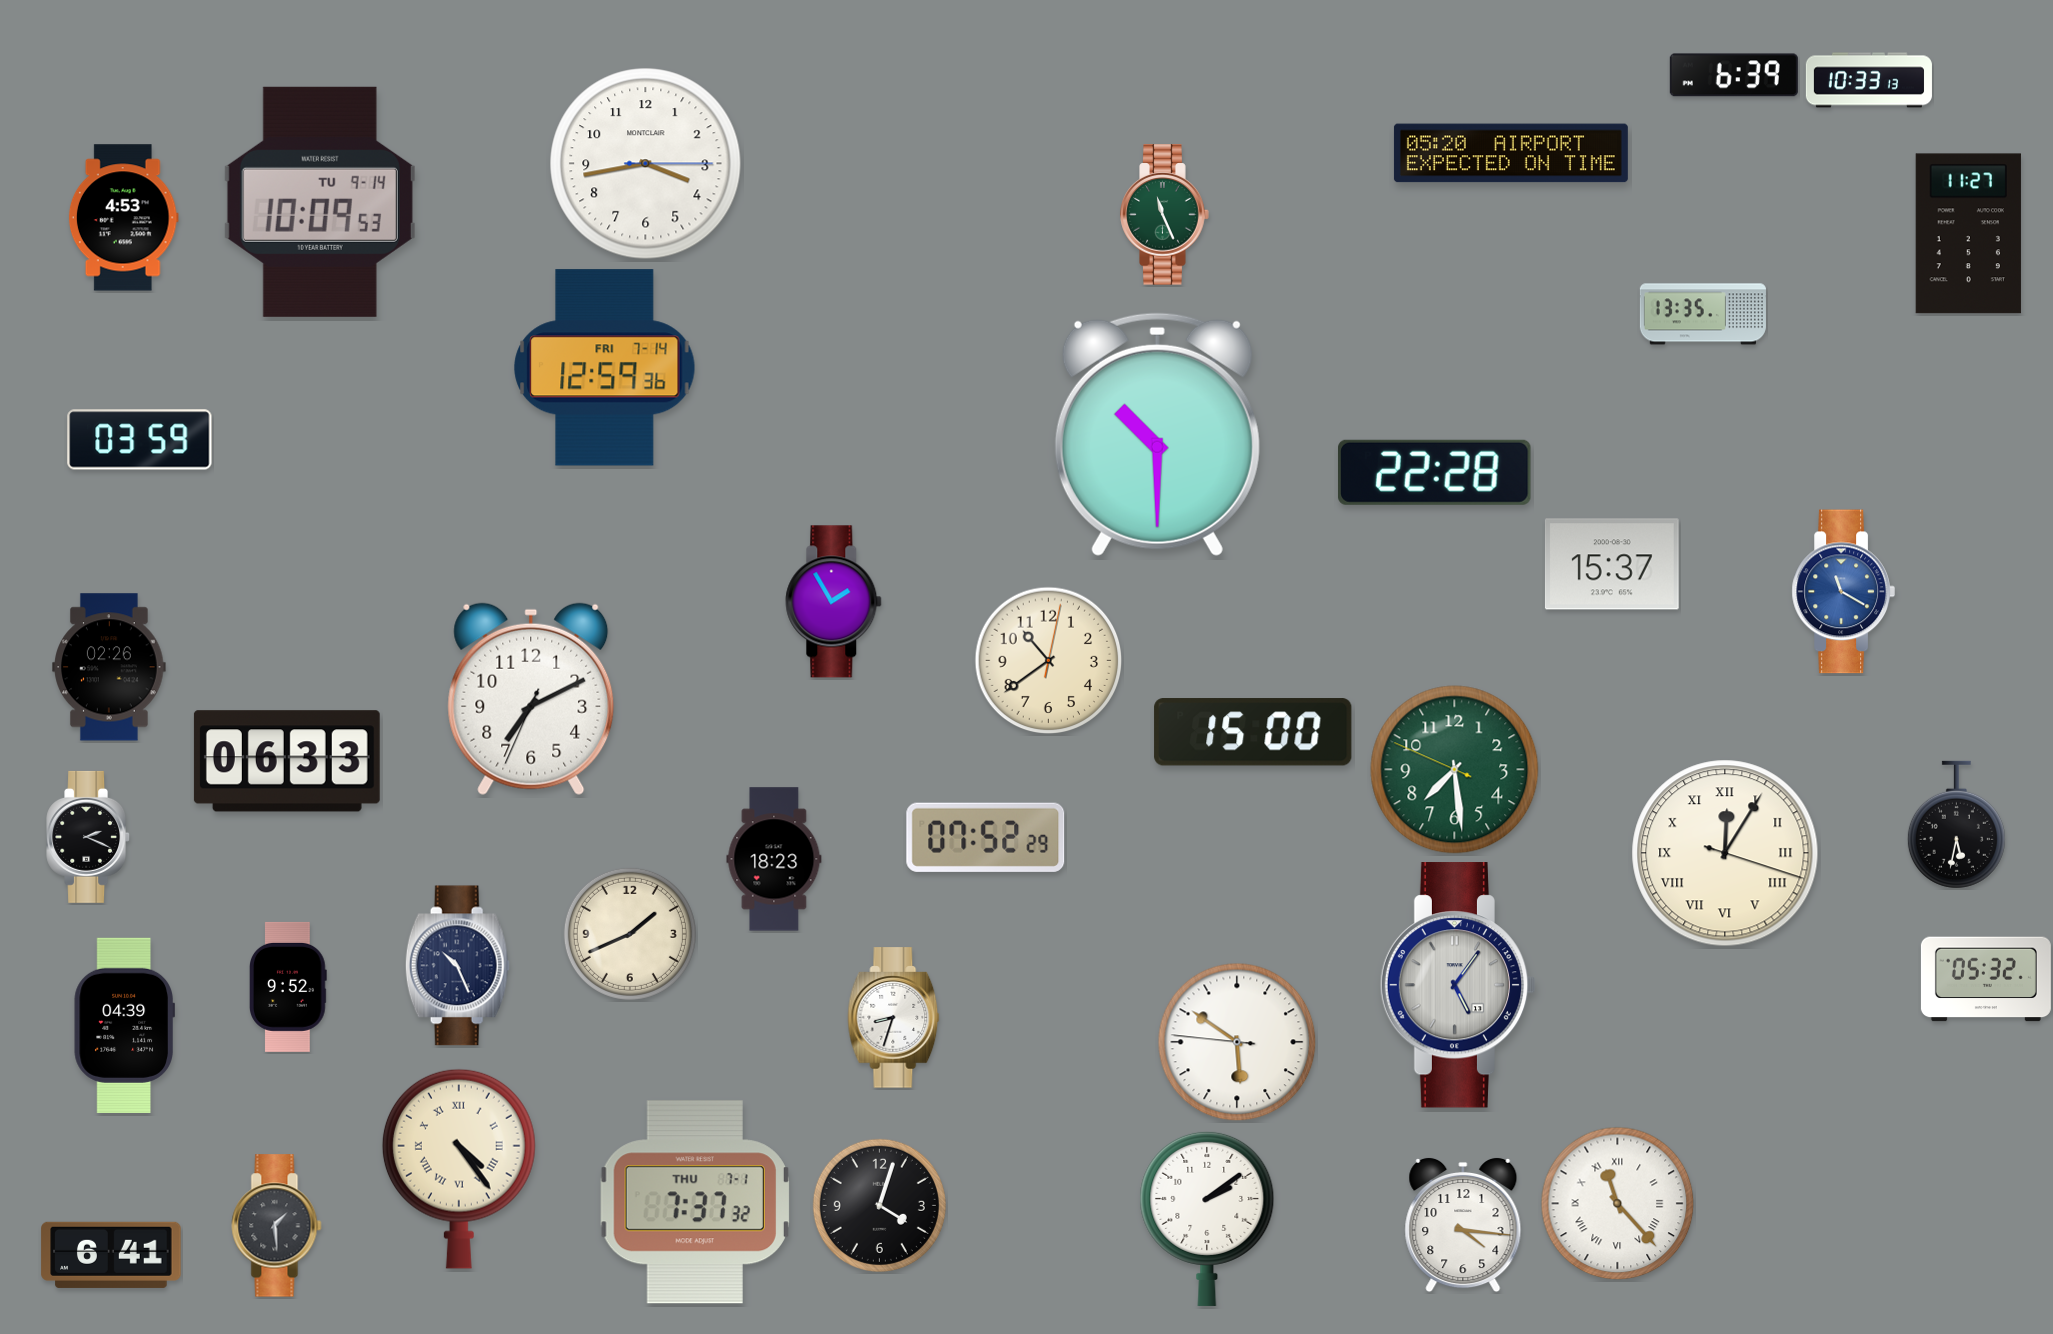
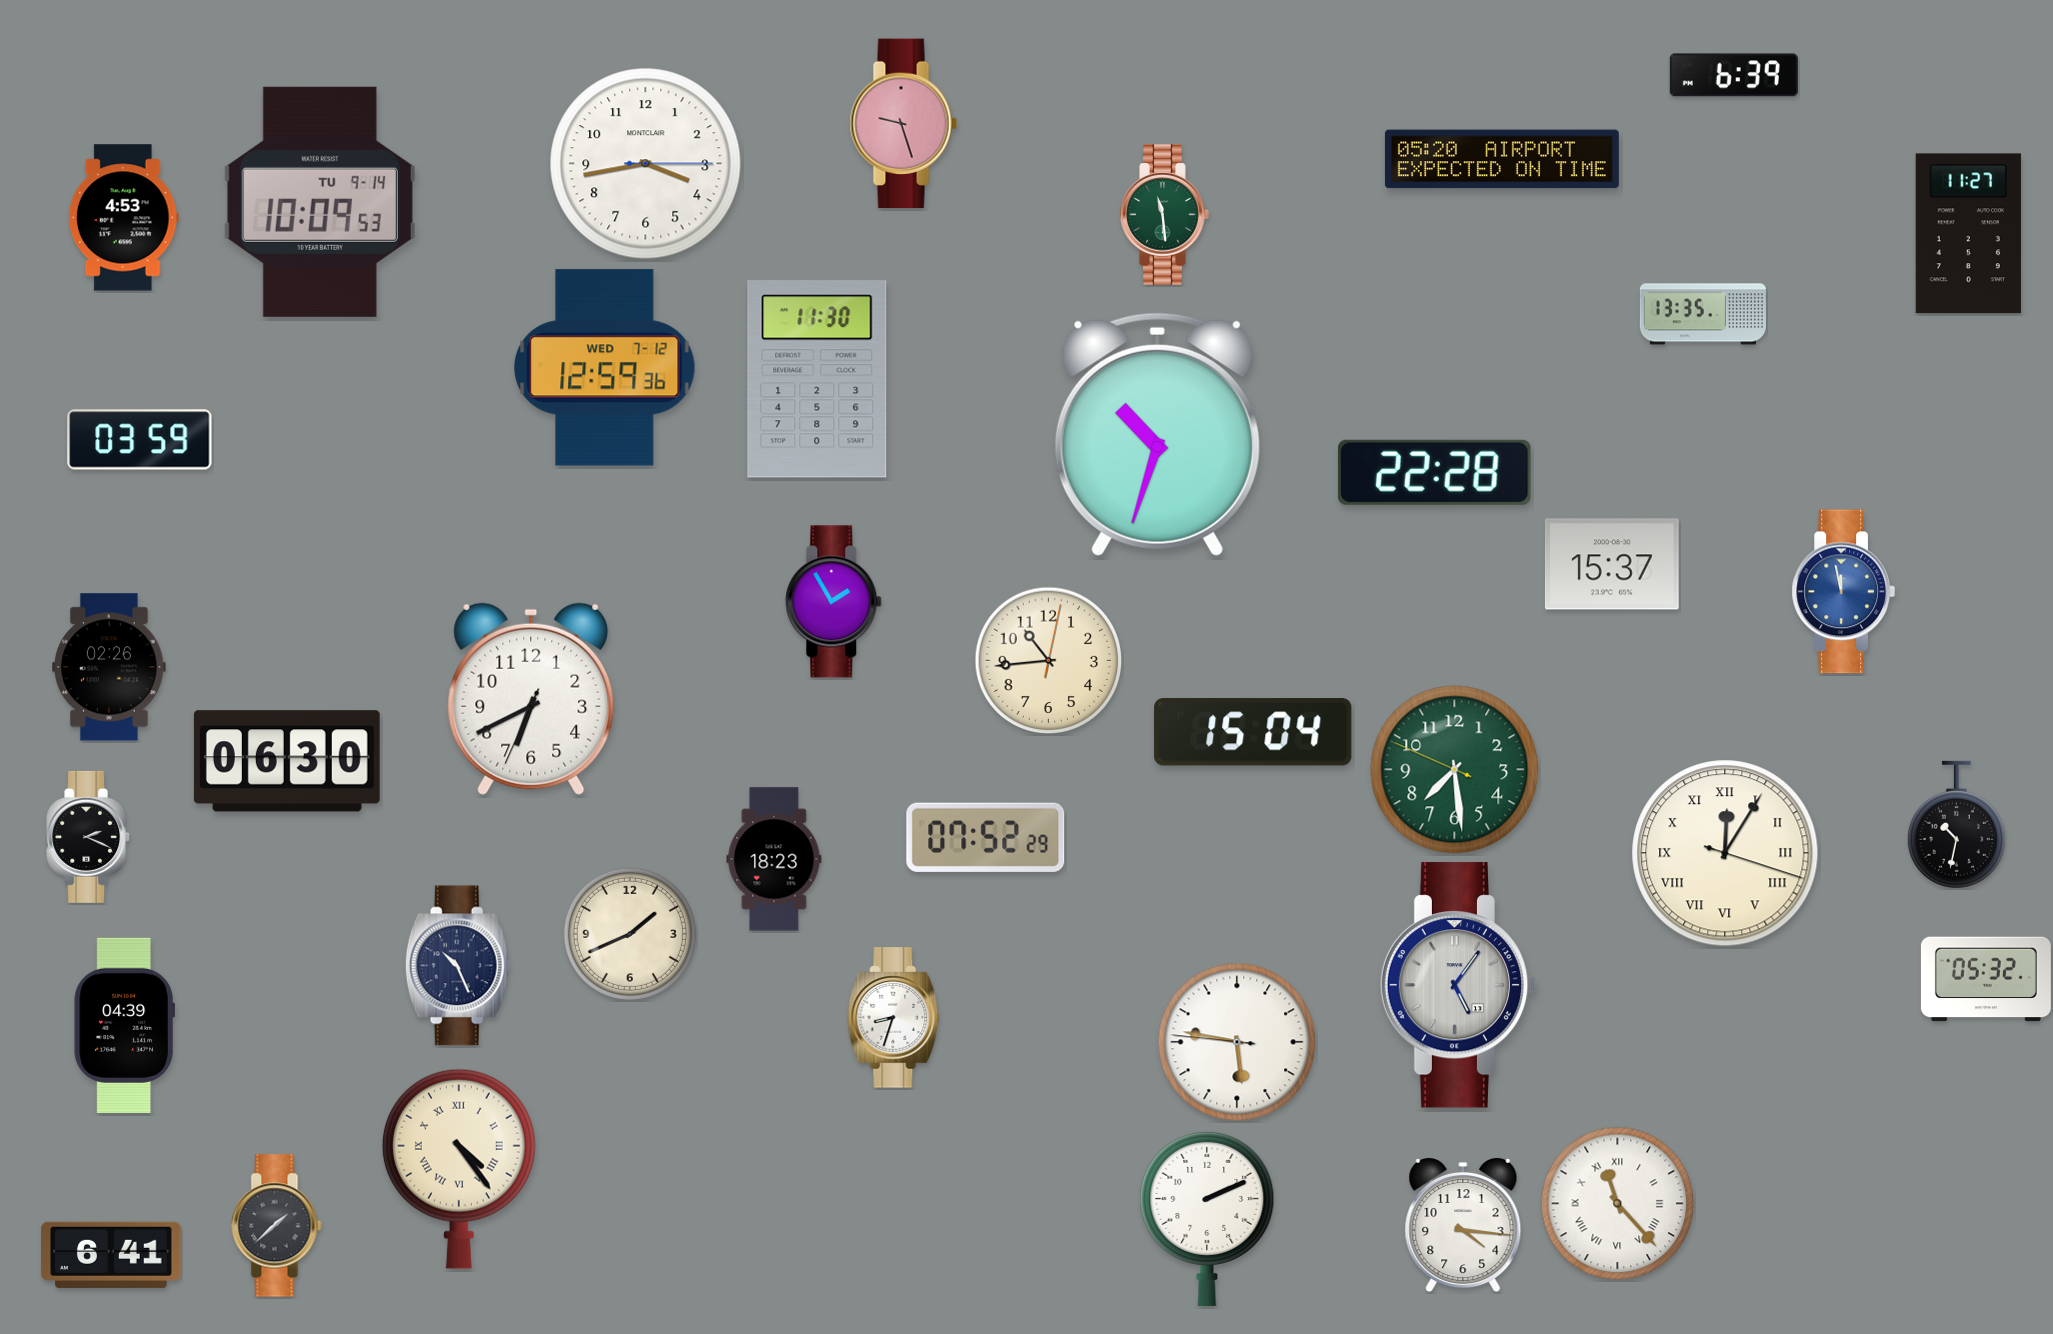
clock at (1869, 80): 10:33 -> none
clock at (903, 124): none -> 9:27
clock at (1511, 153) position: (1511, 153) -> (1502, 159)
clock at (1165, 215): 11:26 -> 11:29
clock at (605, 368) date: FRI 7-14 -> WED 7-12
clock at (817, 379): none -> 11:30
clock at (1157, 434): 10:30 -> 10:33
clock at (1843, 592): 11:20 -> 11:58
clock at (1049, 661): 10:39 -> 10:44
clock at (531, 699): 7:10 -> 6:40
clock at (1253, 733): 15:00 -> 15:04
clock at (287, 761): 06:33 -> 06:30
clock at (1956, 825): 5:32 -> 10:32
clock at (289, 987): 9:52 -> none
clock at (1237, 1042): 5:50 -> 5:46
clock at (695, 1202): 7:37 -> none
clock at (879, 1205): 4:03 -> none
clock at (1207, 1218): 2:09 -> 2:11
clock at (277, 1226): 1:29 -> 1:38
